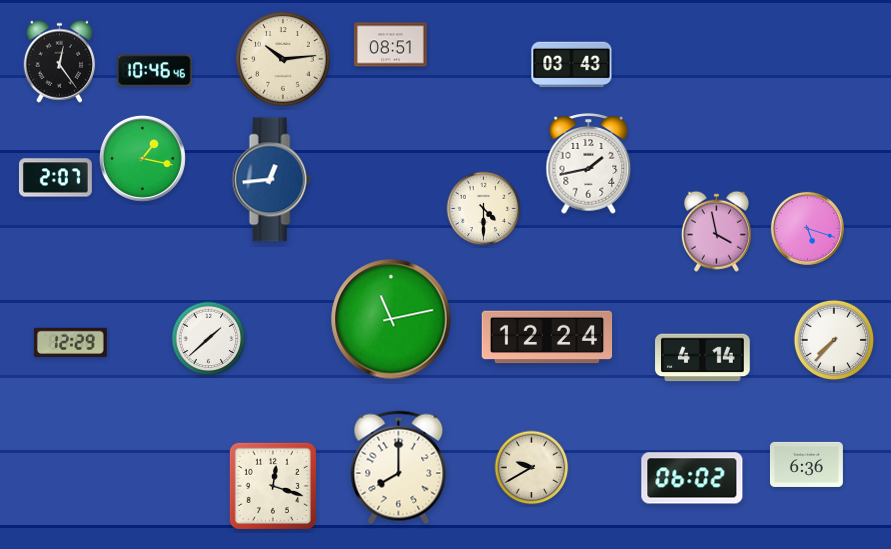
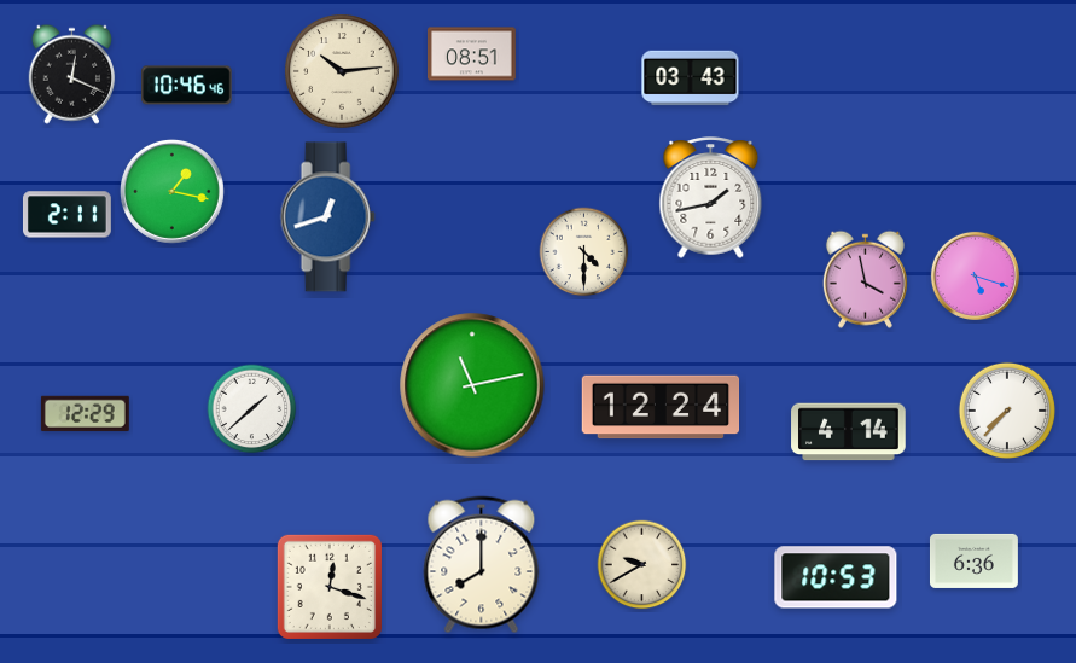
clock at (60, 61): 12:24 -> 12:19
clock at (55, 178): 2:07 -> 2:11
clock at (271, 180): 12:44 -> 12:42
clock at (692, 478): 06:02 -> 10:53
